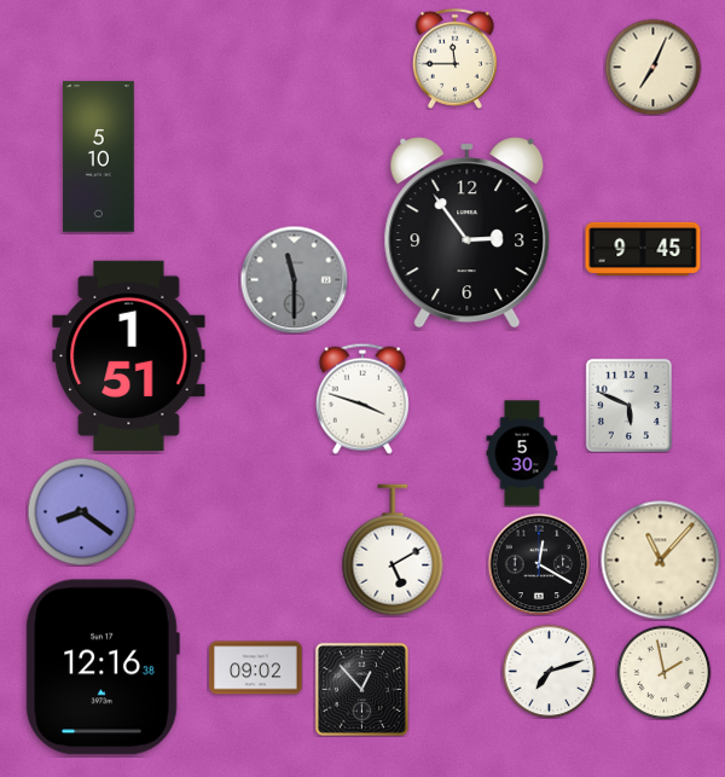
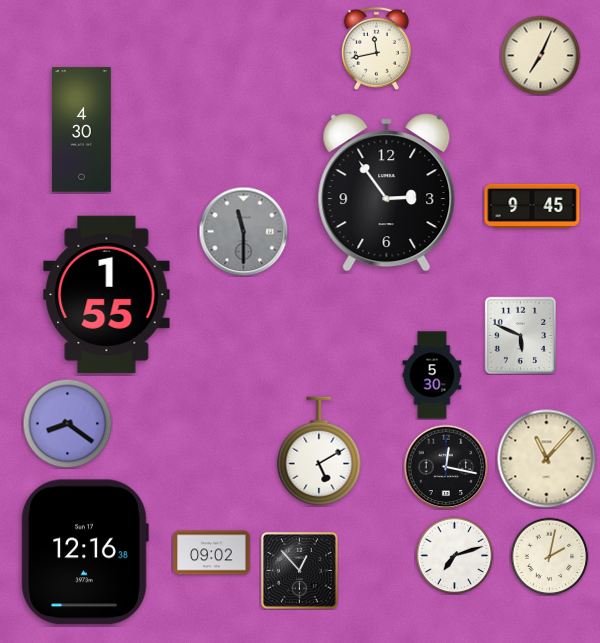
clock at (454, 58): 11:45 -> 11:43
clock at (99, 157): 5:10 -> 4:30
clock at (129, 355): 1:51 -> 1:55
clock at (362, 399): 3:48 -> none
clock at (393, 550) position: (393, 550) -> (319, 451)
clock at (661, 561) position: (661, 561) -> (547, 459)
clock at (539, 564): 12:20 -> 12:17
clock at (663, 672): 1:58 -> 2:02
